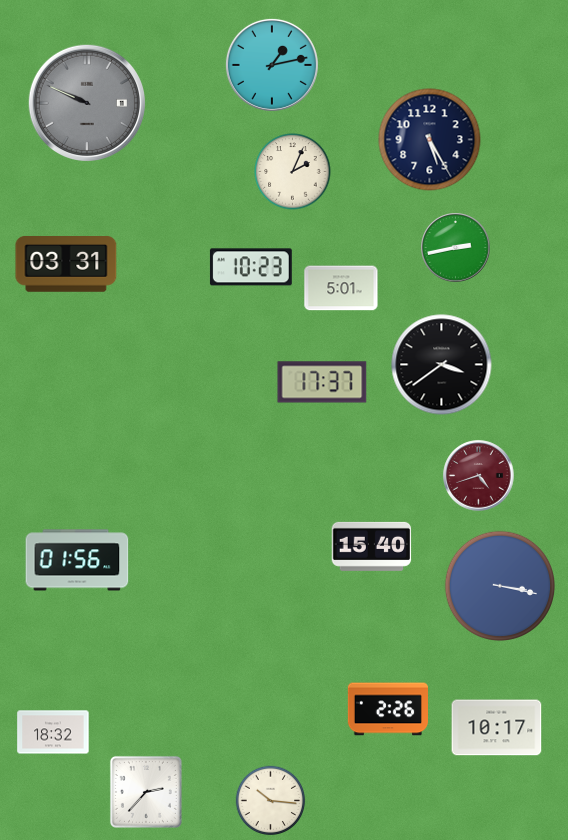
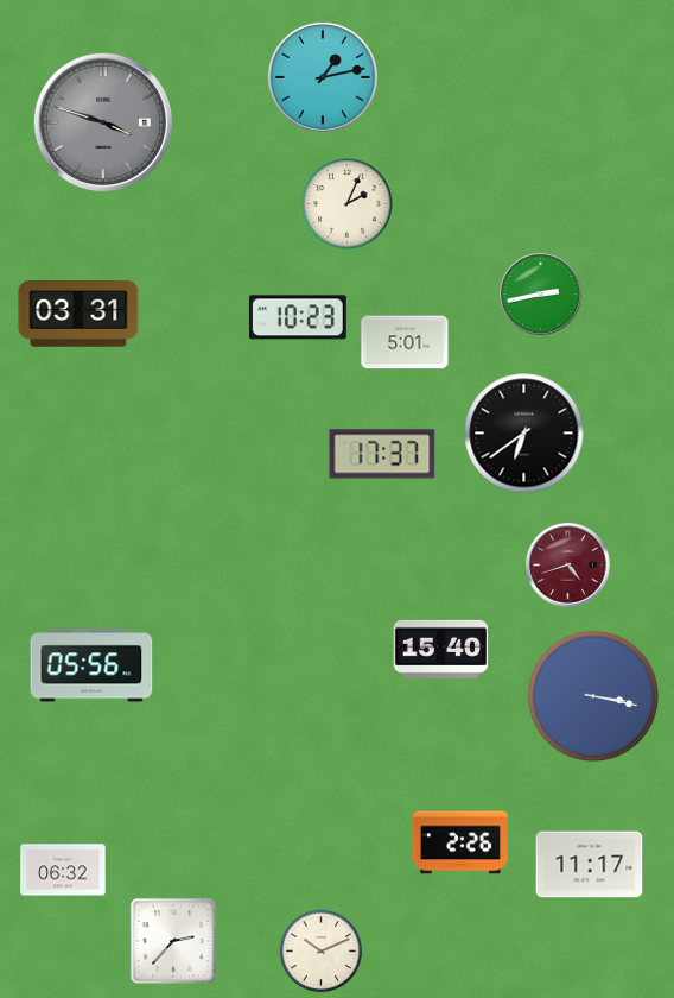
clock at (87, 103): 9:49 -> 3:48
clock at (430, 140): 5:25 -> none
clock at (442, 365): 3:39 -> 6:39
clock at (77, 560): 01:56 -> 05:56
clock at (497, 728): 10:17 -> 11:17
clock at (53, 732): 18:32 -> 06:32
clock at (271, 801): 10:16 -> 10:11
